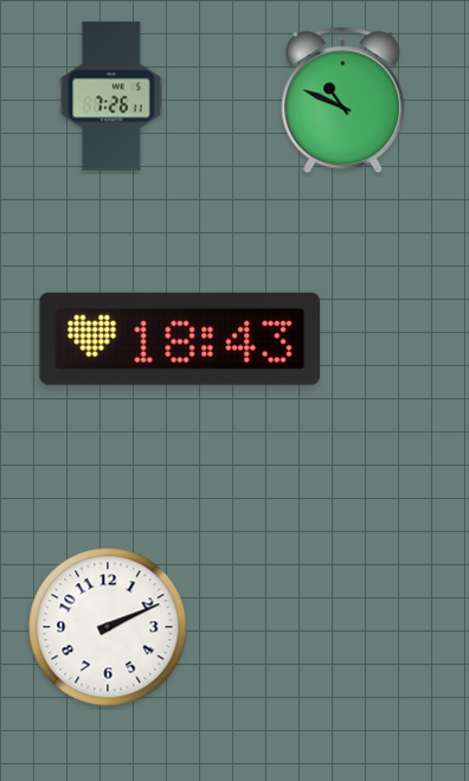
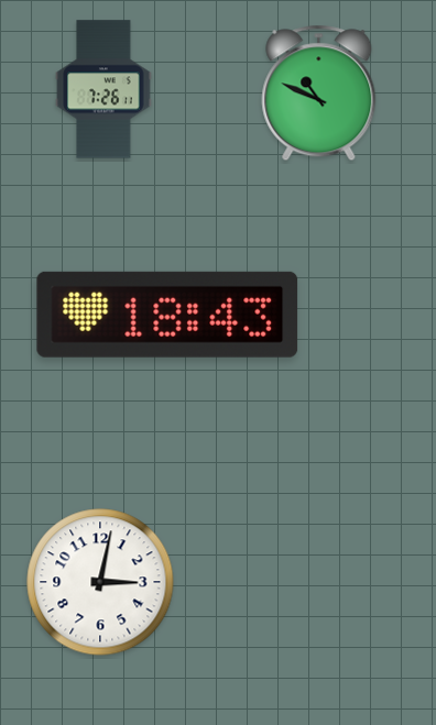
clock at (108, 627): 2:11 -> 3:02
